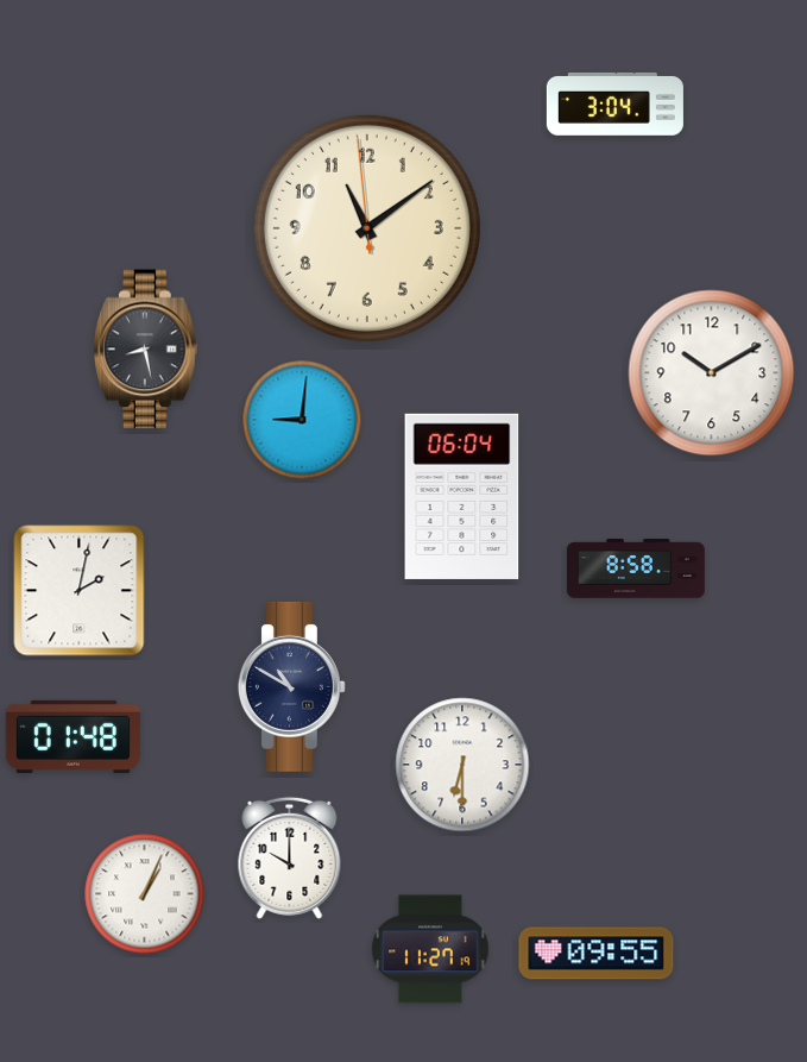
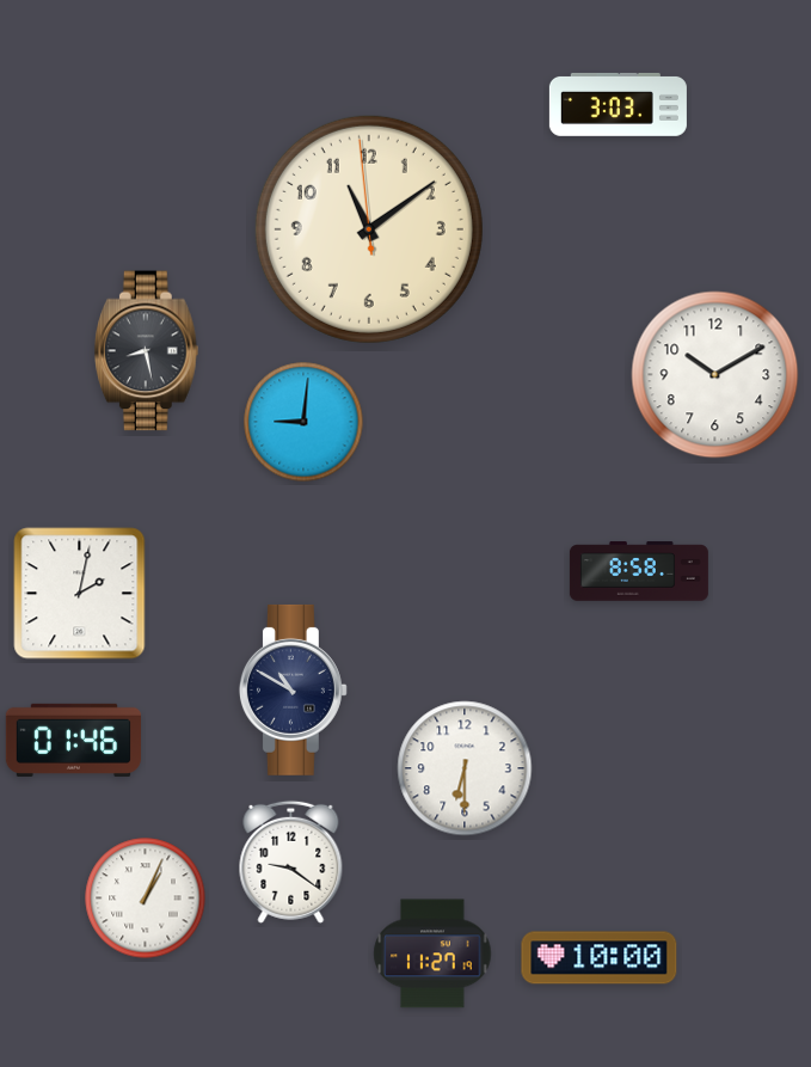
clock at (614, 103): 3:04 -> 3:03
clock at (462, 496): 06:04 -> none
clock at (72, 736): 01:48 -> 01:46
clock at (290, 857): 10:00 -> 9:21
clock at (597, 954): 09:55 -> 10:00
